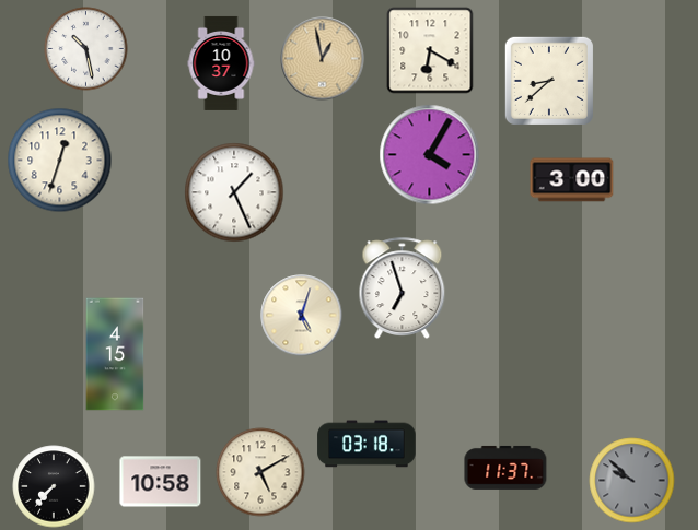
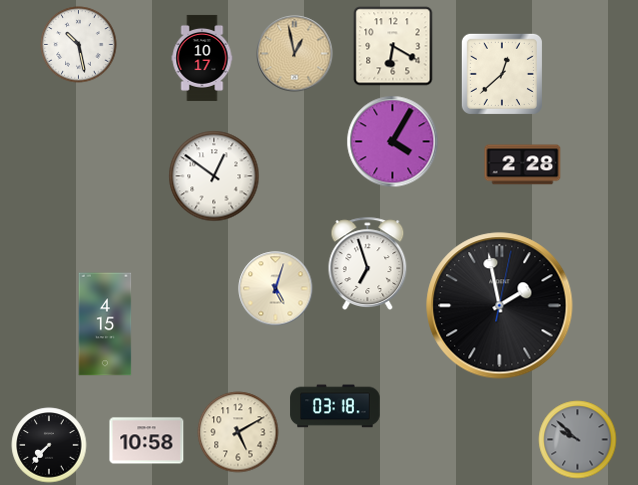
clock at (221, 63): 10:37 -> 10:17
clock at (549, 81): 8:38 -> 12:38
clock at (60, 161): 12:33 -> none
clock at (572, 180): 3:00 -> 2:28
clock at (234, 192): 1:26 -> 12:51
clock at (500, 306): none -> 1:58
clock at (505, 468): 11:37 -> none
